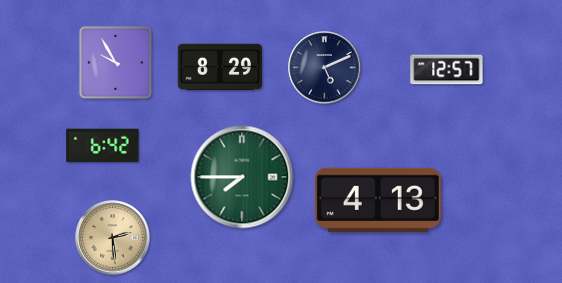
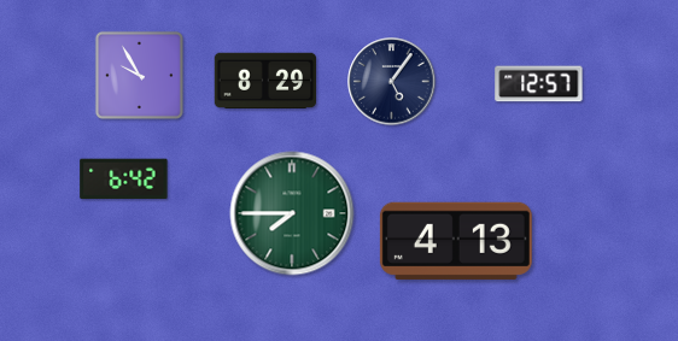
clock at (325, 68): 5:11 -> 5:06
clock at (103, 146) position: (103, 146) -> (124, 180)
clock at (113, 238): 2:29 -> none
